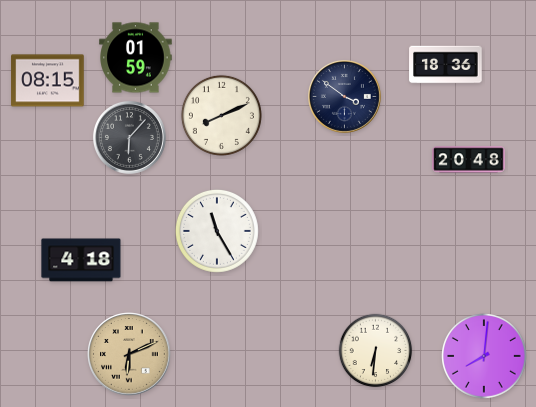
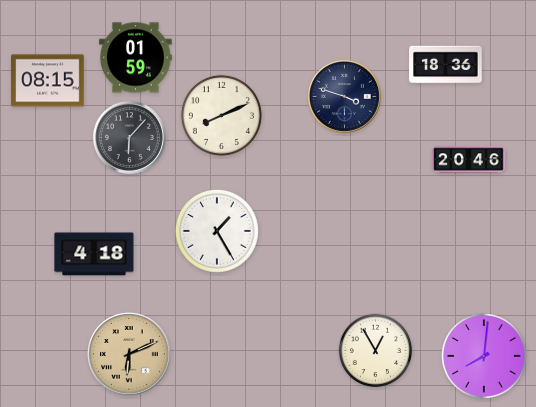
clock at (344, 96): 3:51 -> 3:48
clock at (469, 160): 20:48 -> 20:46
clock at (217, 231): 11:25 -> 1:25
clock at (81, 260) position: (81, 260) -> (94, 254)
clock at (376, 351): 6:31 -> 12:55
